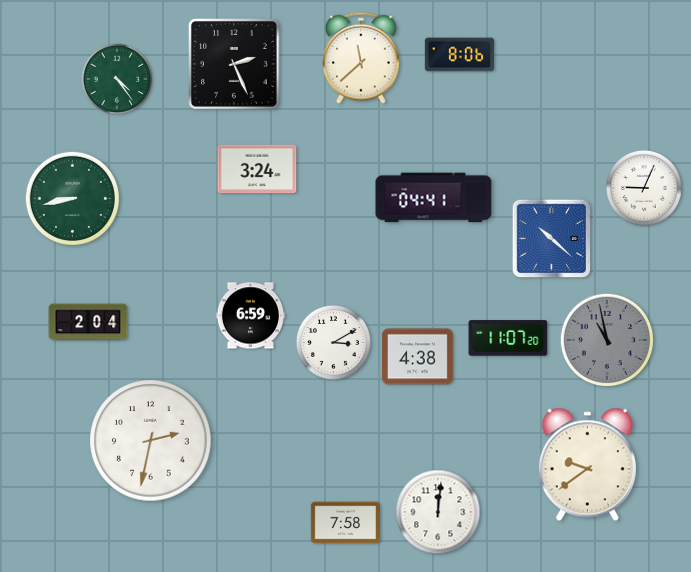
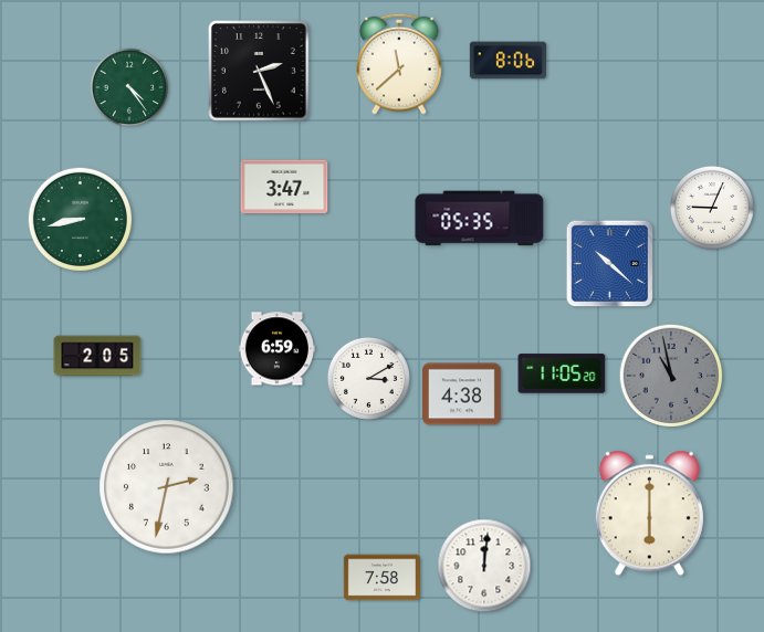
clock at (257, 169): 3:24 -> 3:47
clock at (434, 198): 04:41 -> 05:35
clock at (88, 322): 2:04 -> 2:05
clock at (508, 338): 11:07 -> 11:05
clock at (587, 465): 9:39 -> 6:00
